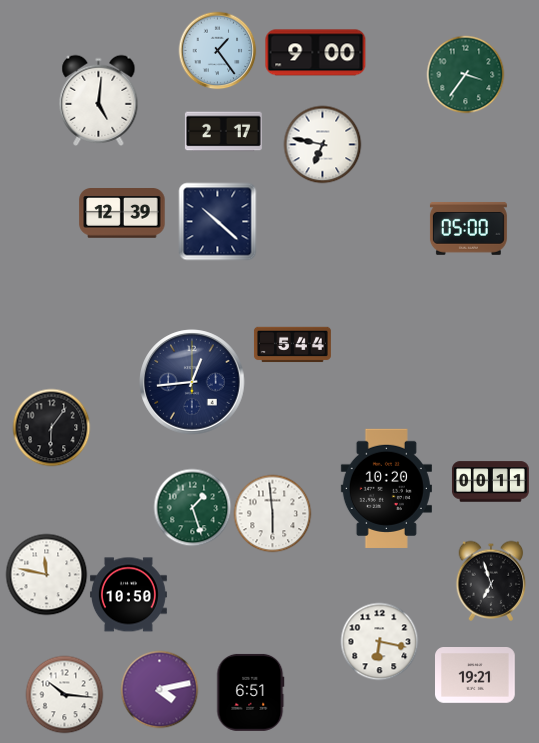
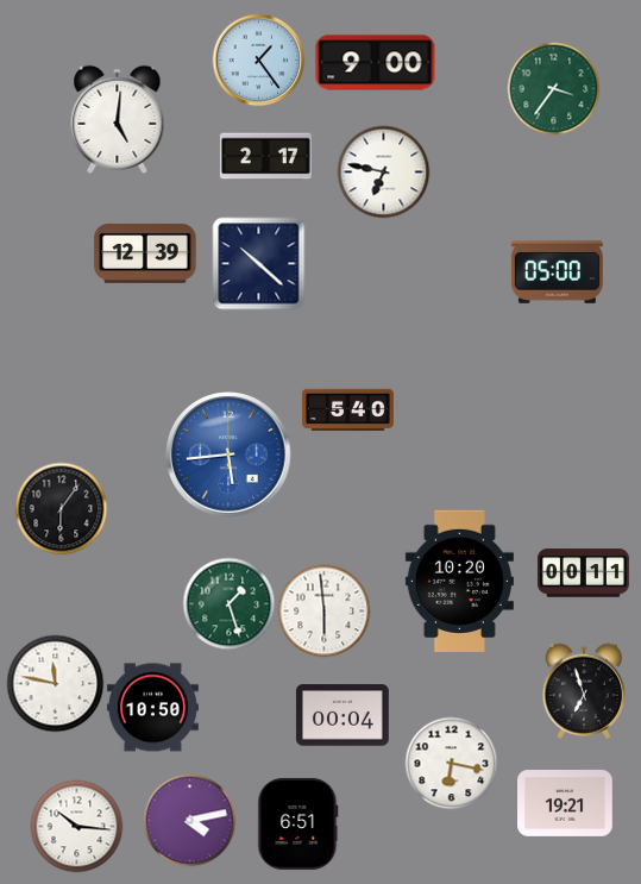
clock at (292, 345): 5:44 -> 5:40
clock at (192, 382): 12:44 -> 5:44
clock at (192, 382) dial: navy -> blue
clock at (343, 715): none -> 00:04
